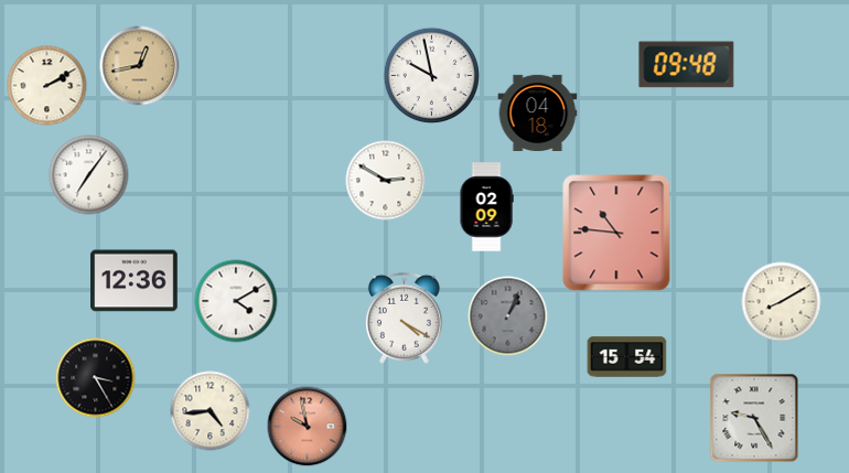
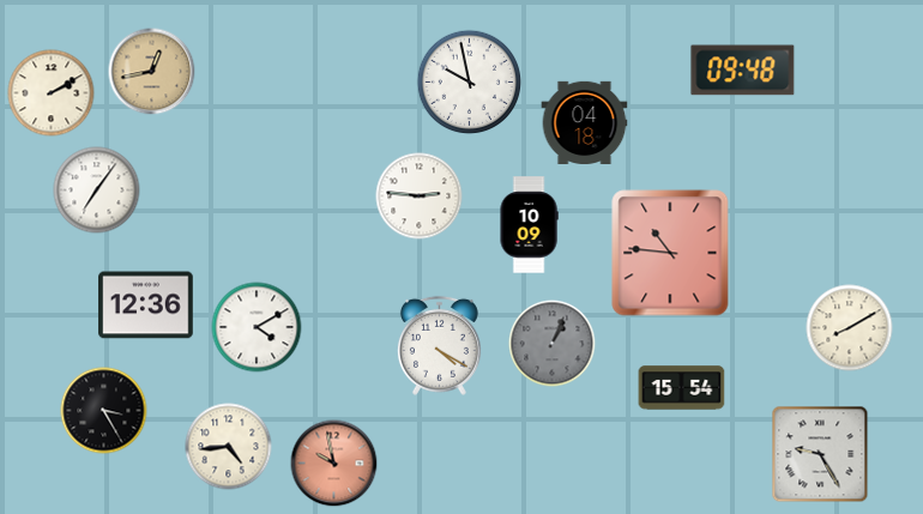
clock at (687, 65) position: (687, 65) -> (743, 71)
clock at (386, 181): 2:50 -> 2:46
clock at (486, 207): 02:09 -> 10:09
